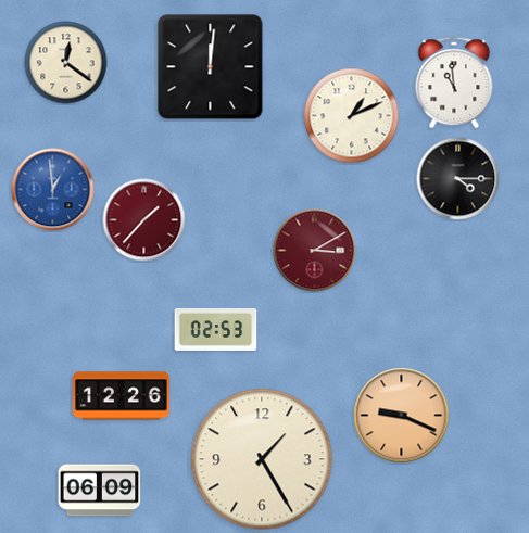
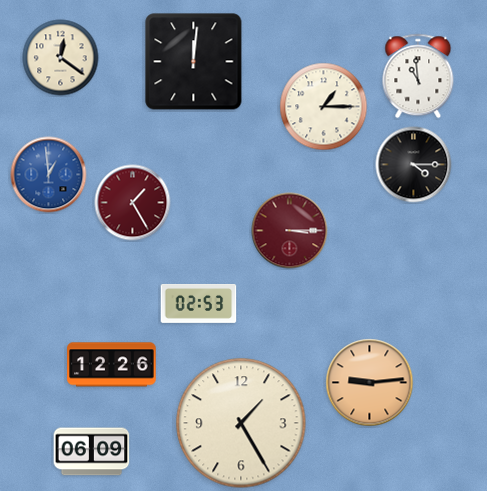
clock at (352, 116): 1:11 -> 1:15
clock at (458, 179) position: (458, 179) -> (414, 165)
clock at (144, 220): 1:37 -> 1:25
clock at (315, 251): 3:10 -> 3:15
clock at (402, 416): 9:19 -> 9:14
